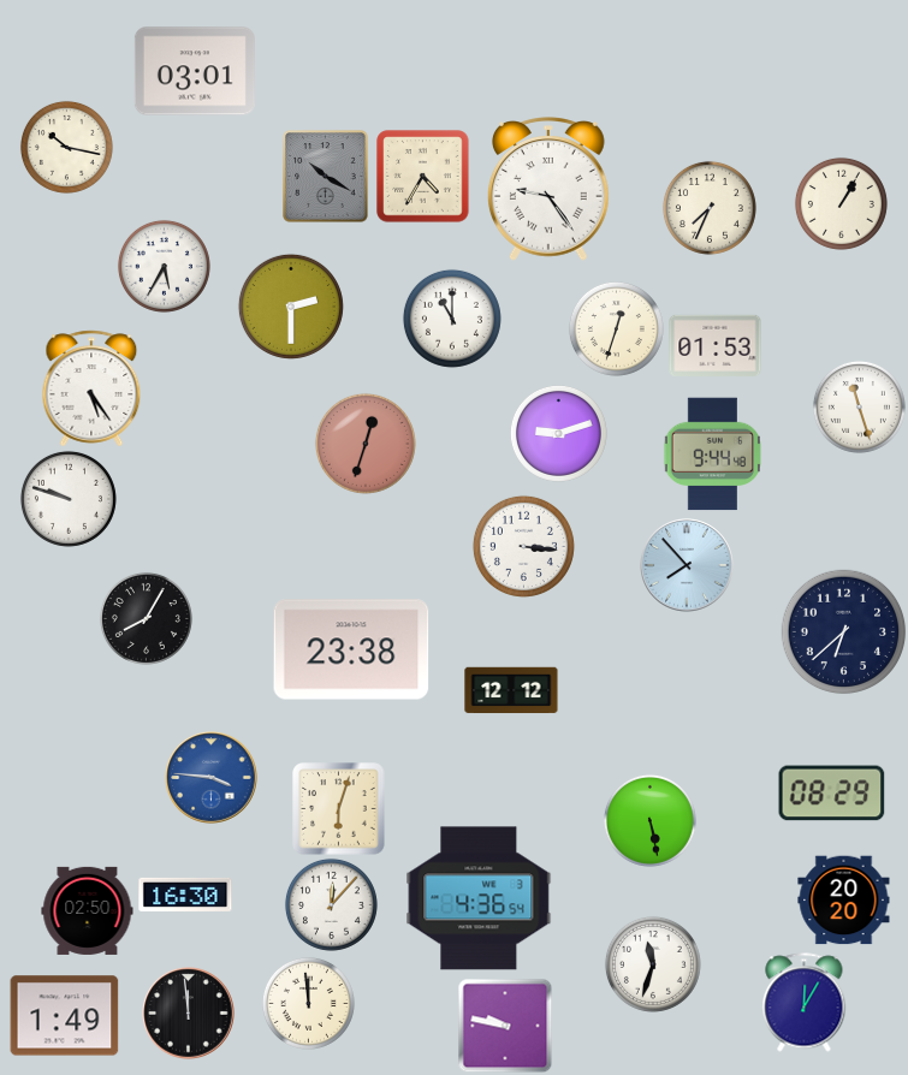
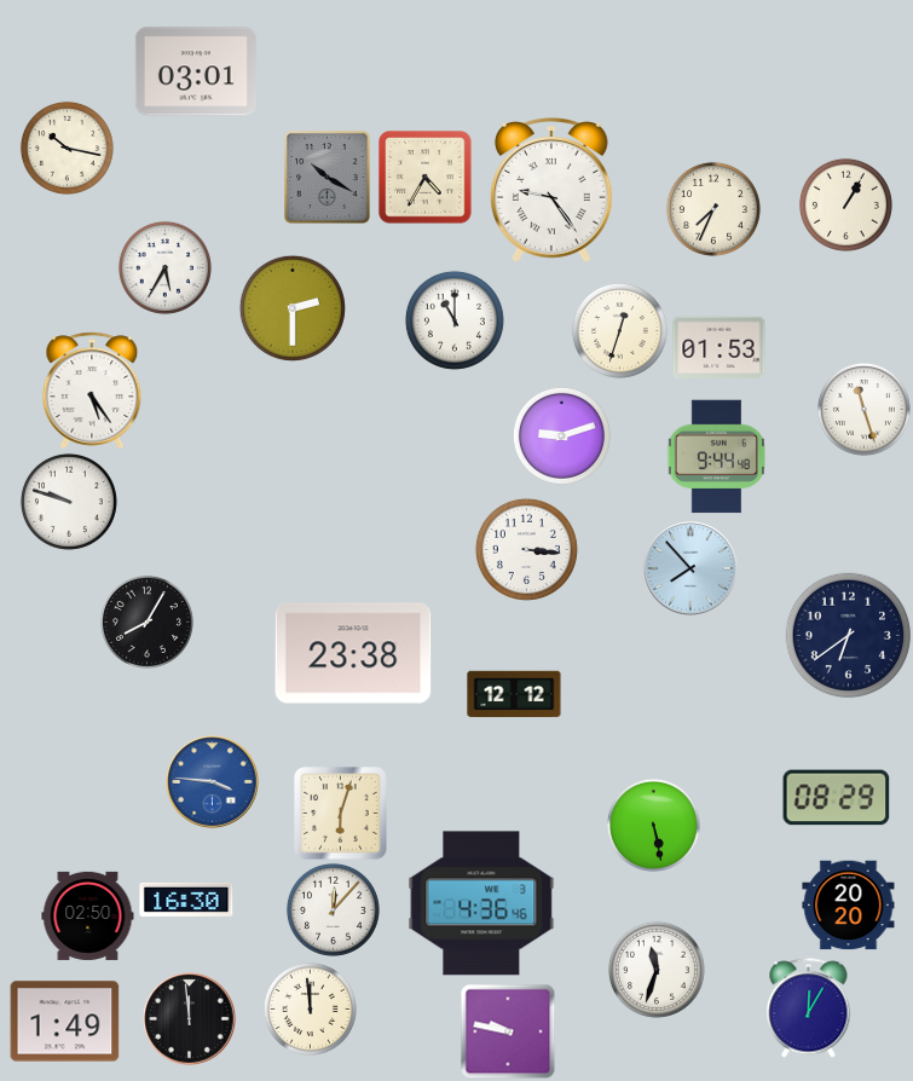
clock at (366, 444): 12:33 -> none
clock at (844, 632): 6:38 -> 6:39
clock at (479, 898): 4:36:54 -> 4:36:46
